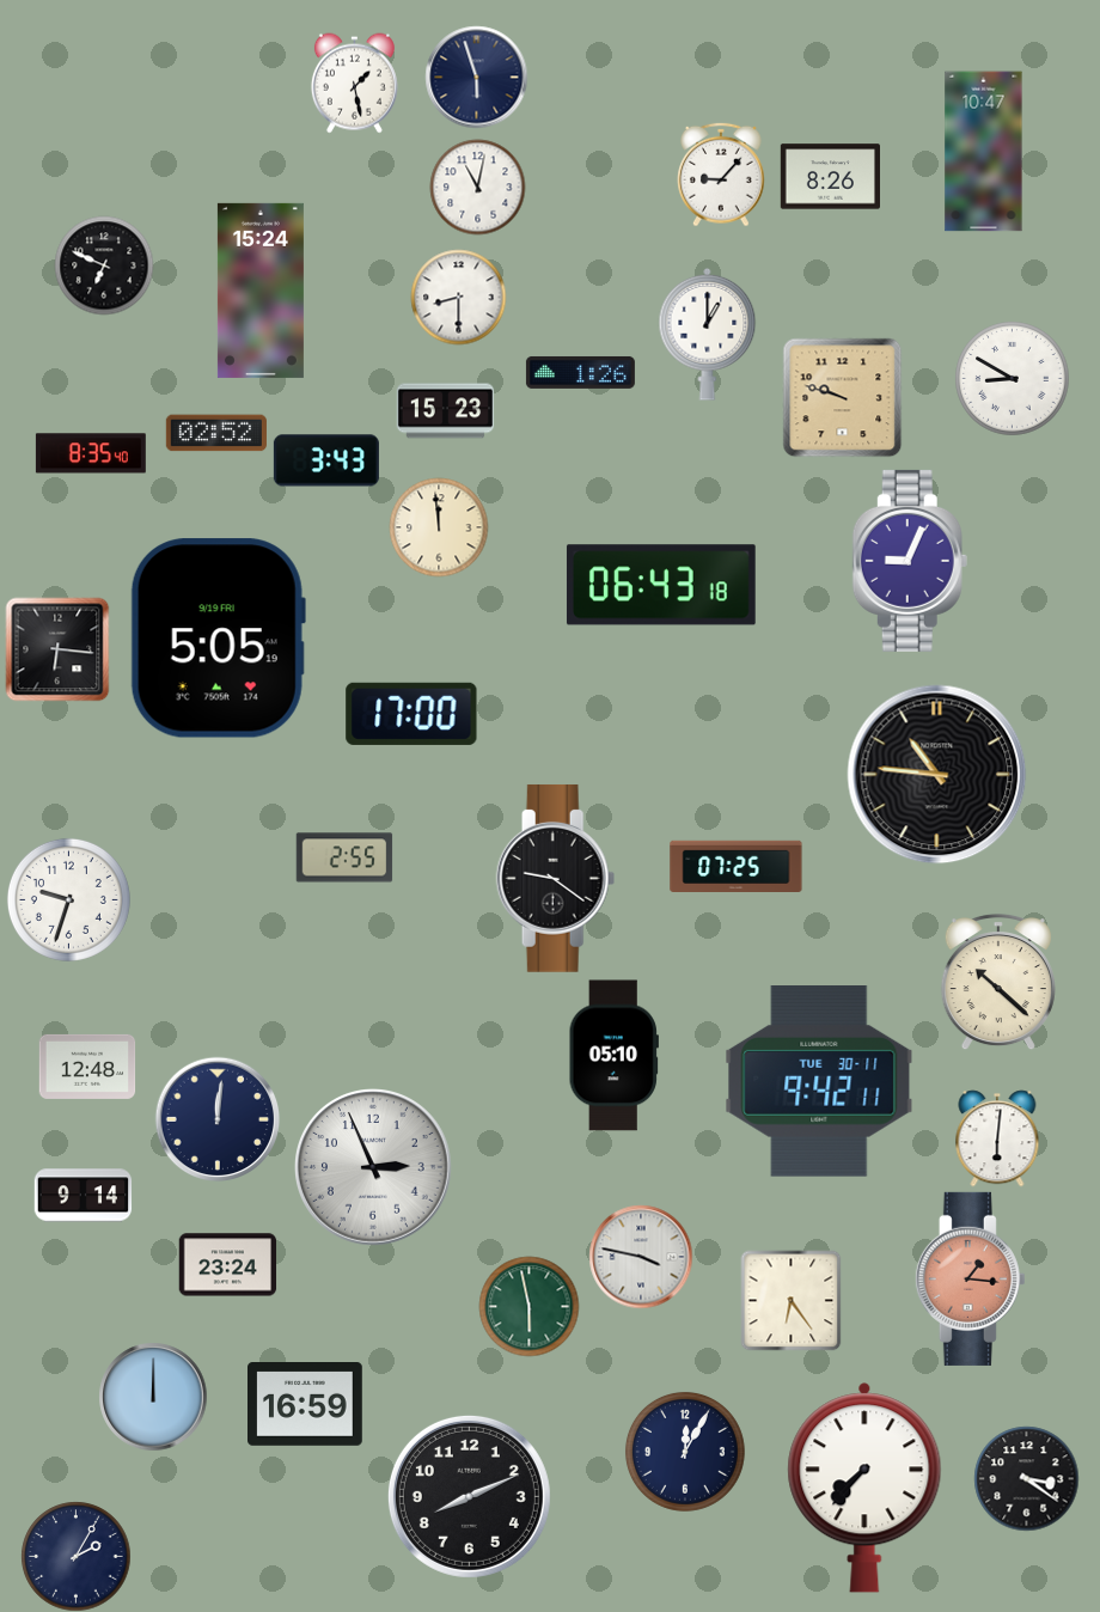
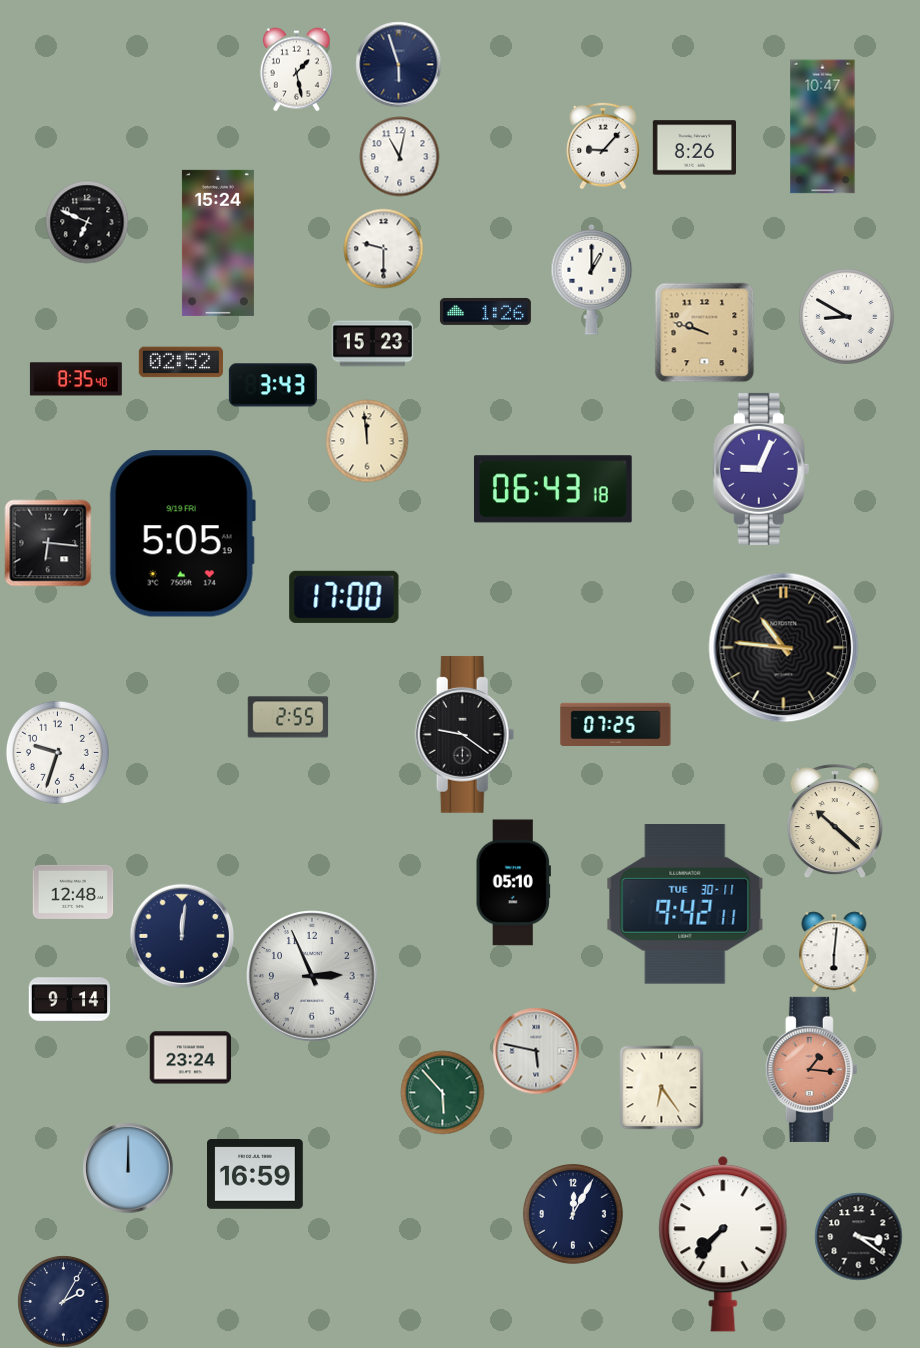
clock at (458, 297): 8:30 -> 9:30
clock at (641, 1257): 3:47 -> 5:47
clock at (528, 1306): 5:58 -> 5:53
clock at (469, 1496): 8:11 -> none
